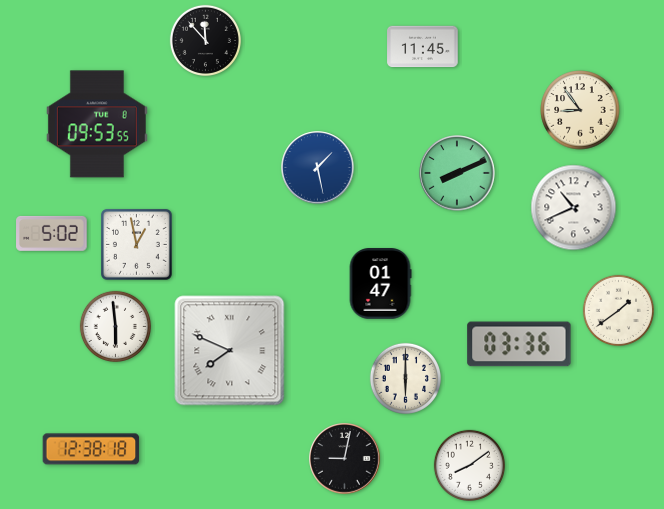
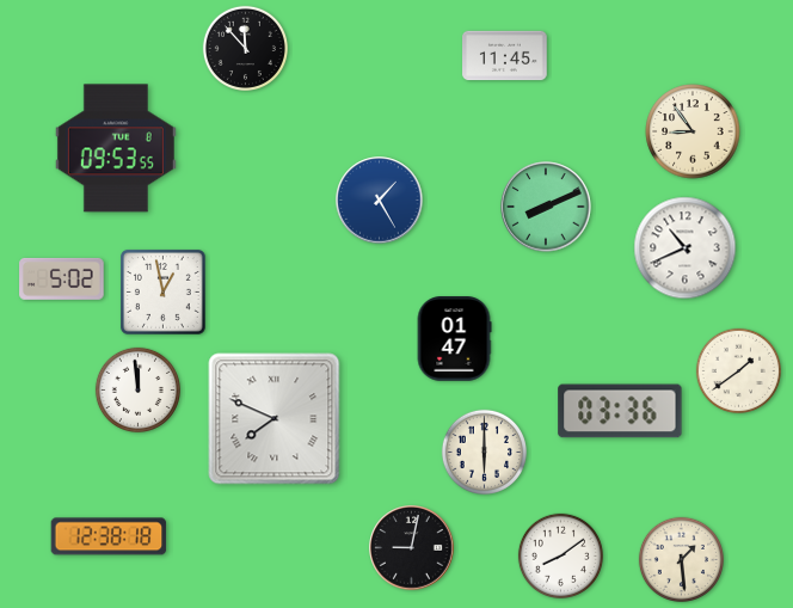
clock at (318, 168): 1:28 -> 1:25
clock at (115, 326): 5:59 -> 11:59
clock at (681, 559): none -> 1:29
